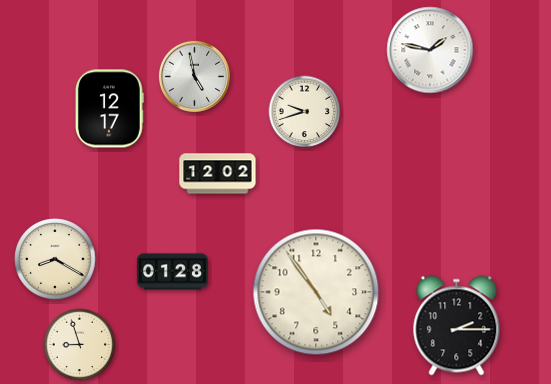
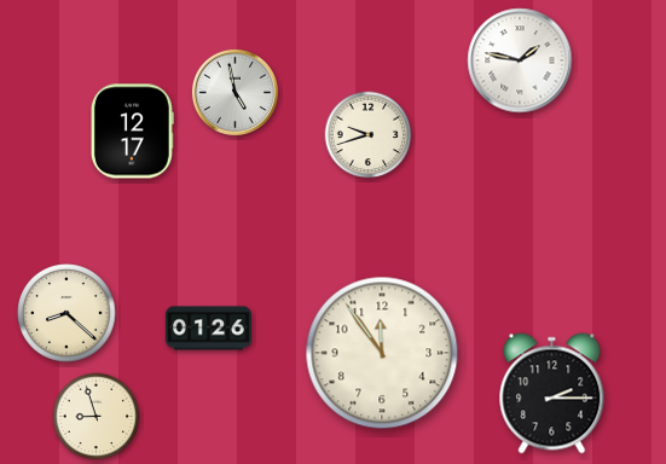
clock at (218, 174): 12:02 -> none
clock at (56, 260): 8:20 -> 8:22
clock at (172, 272): 01:28 -> 01:26
clock at (316, 292): 4:54 -> 11:54
